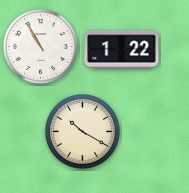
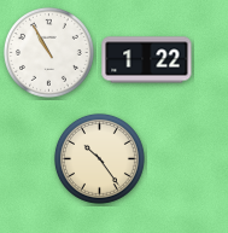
clock at (40, 46) position: (40, 46) -> (48, 52)
clock at (82, 131): 10:20 -> 10:24
